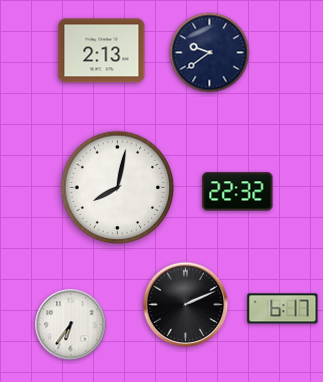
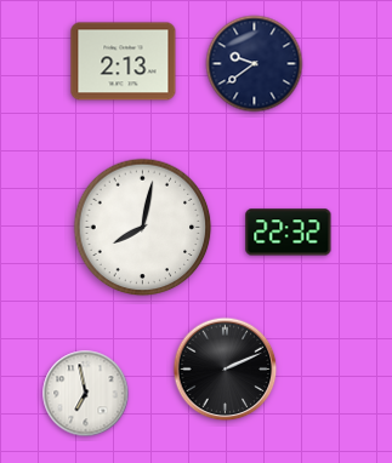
clock at (283, 309): 6:17 -> none
clock at (71, 325): 6:36 -> 6:58
